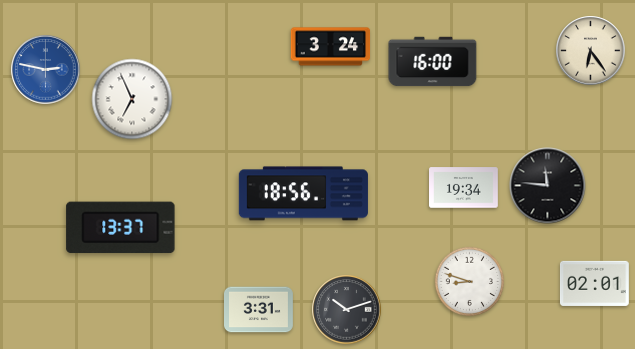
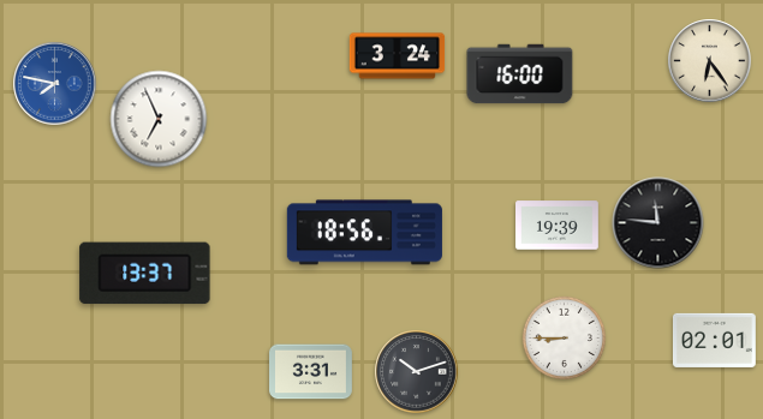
clock at (46, 70): 2:47 -> 7:47
clock at (464, 188): 19:34 -> 19:39
clock at (469, 281): 8:48 -> 8:45
